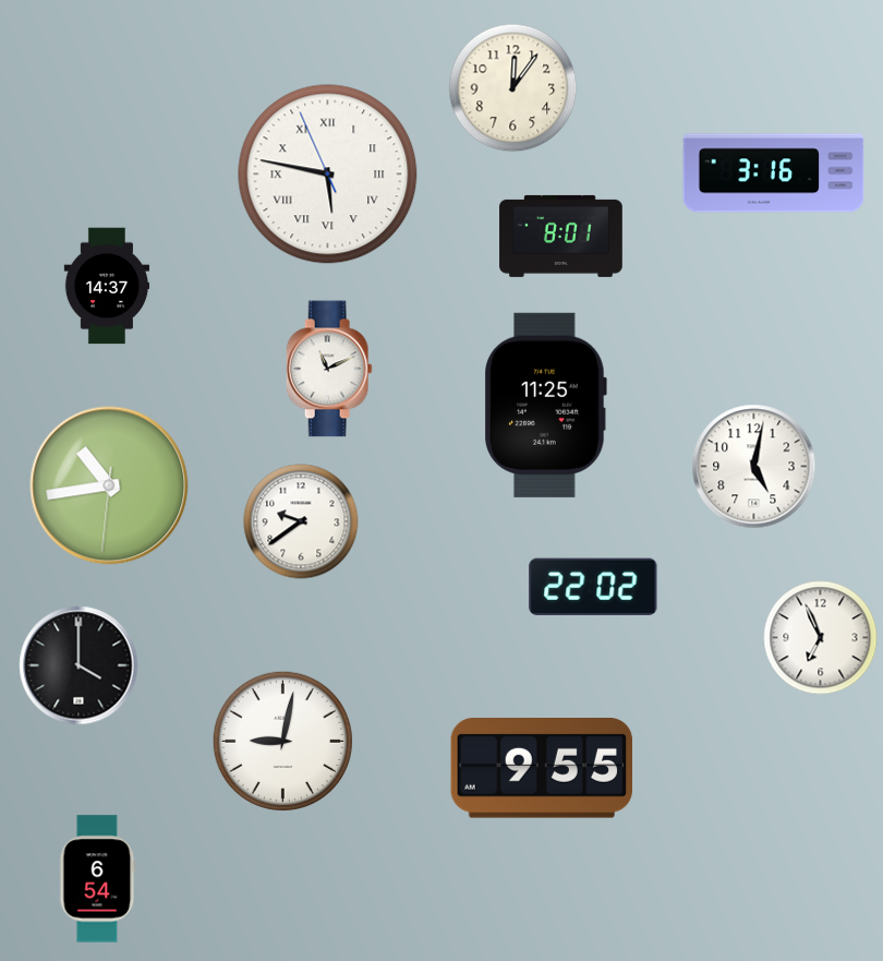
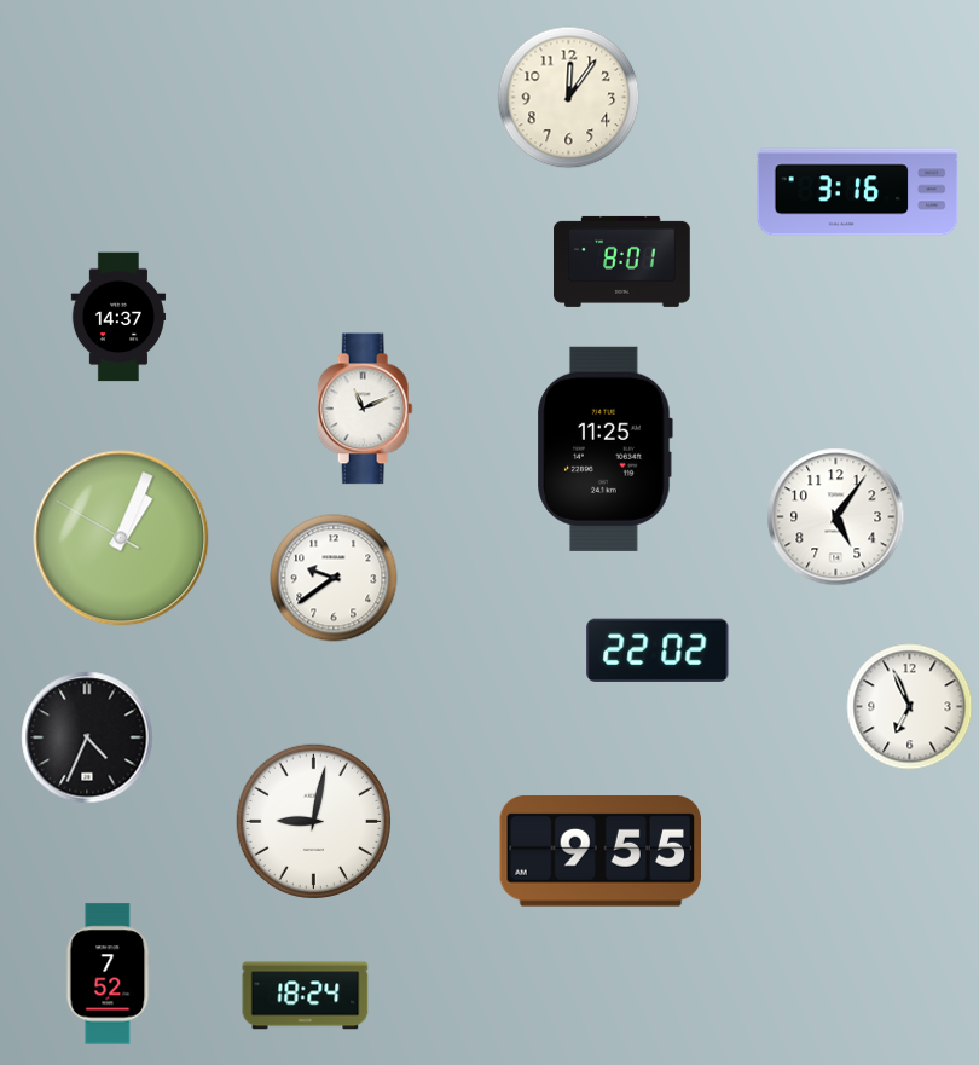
clock at (328, 175): 5:46 -> none
clock at (754, 467): 5:02 -> 5:06
clock at (109, 485): 10:43 -> 1:03
clock at (78, 665): 4:00 -> 4:34
clock at (98, 879): 6:54 -> 7:52
clock at (306, 996): none -> 18:24
